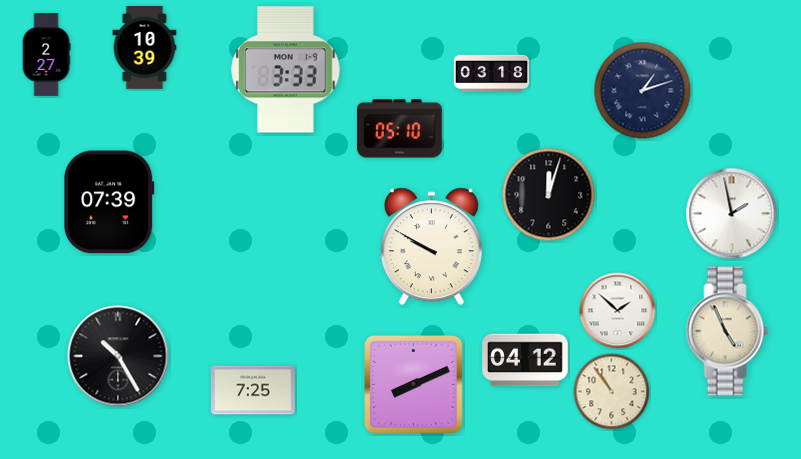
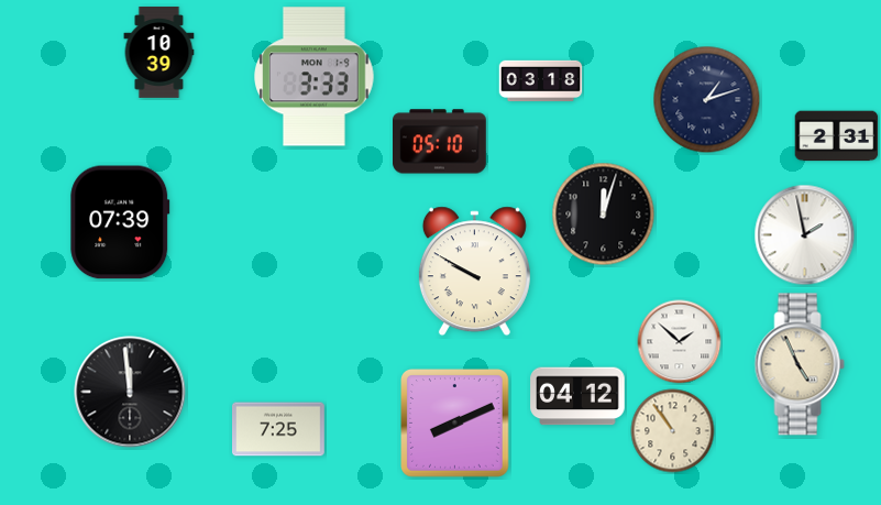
clock at (46, 55): 2:27 -> none
clock at (837, 136): none -> 2:31
clock at (118, 356): 10:25 -> 11:59
